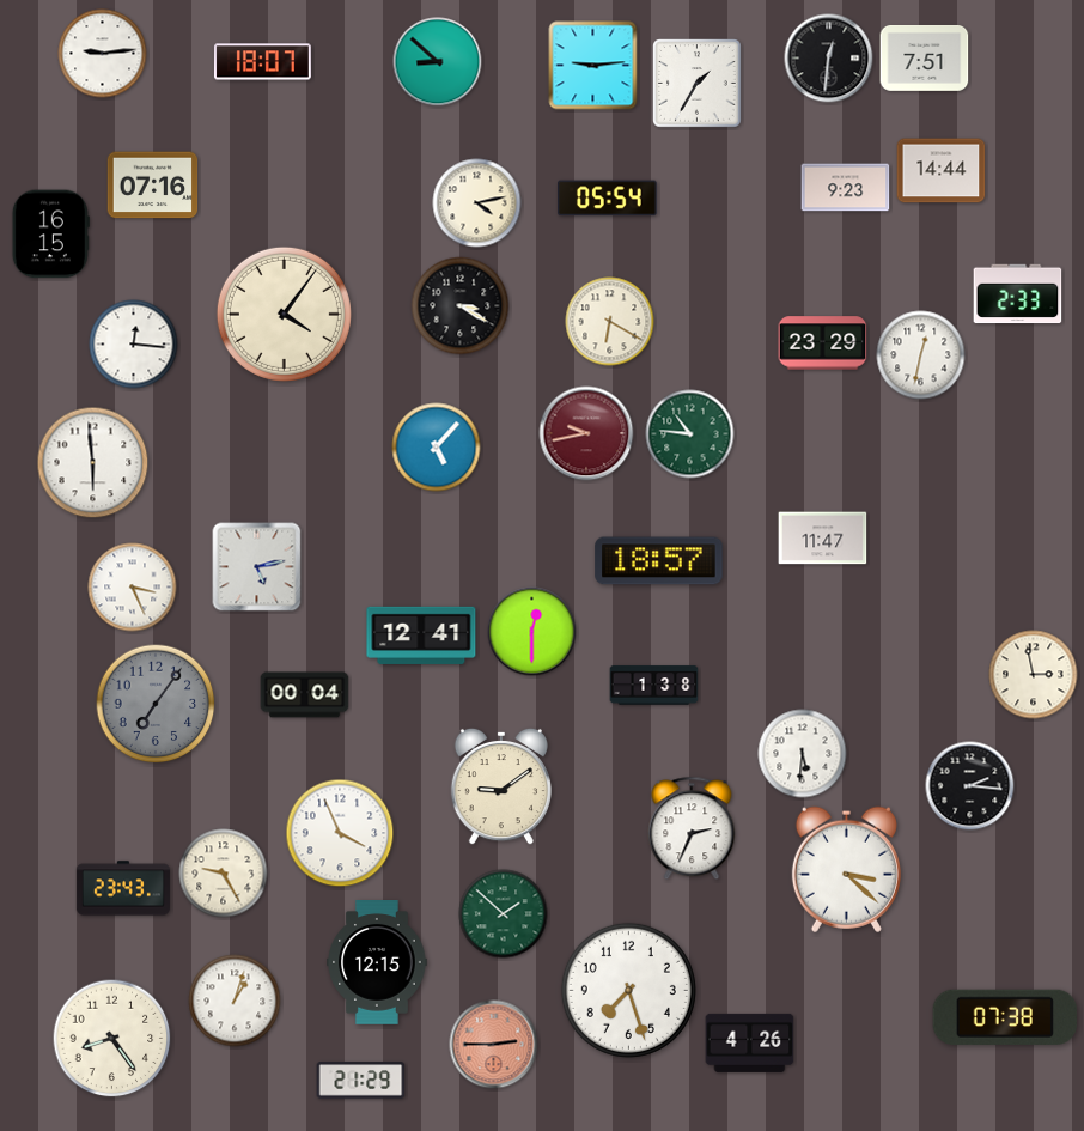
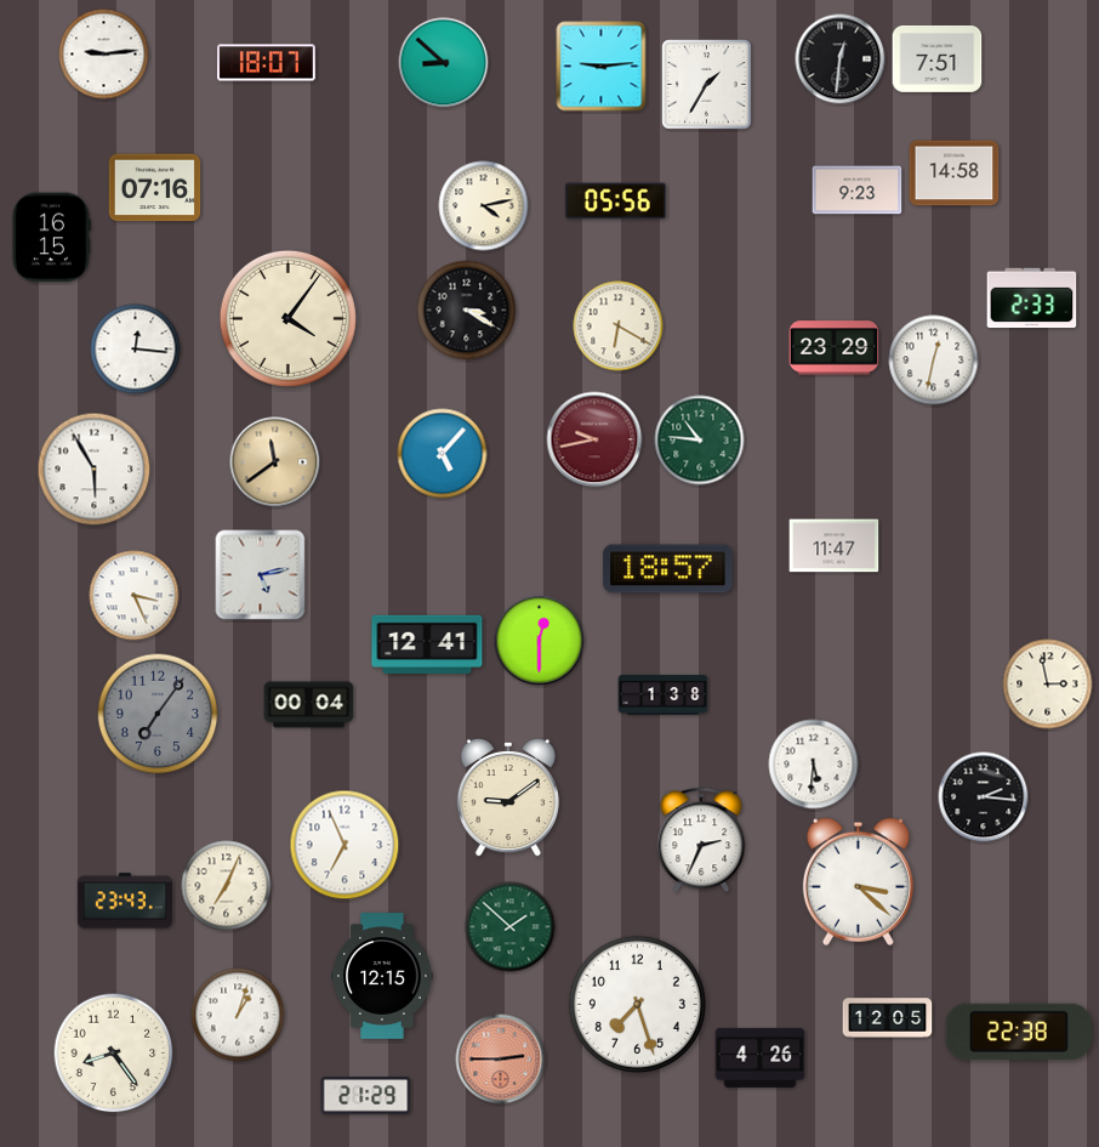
clock at (942, 171): 14:44 -> 14:58
clock at (608, 199): 05:54 -> 05:56
clock at (275, 462): none -> 11:39
clock at (93, 463): 5:59 -> 5:55
clock at (340, 833): 3:56 -> 6:56
clock at (224, 874): 9:25 -> 7:04
clock at (888, 1018): none -> 12:05
clock at (1005, 1017): 07:38 -> 22:38
